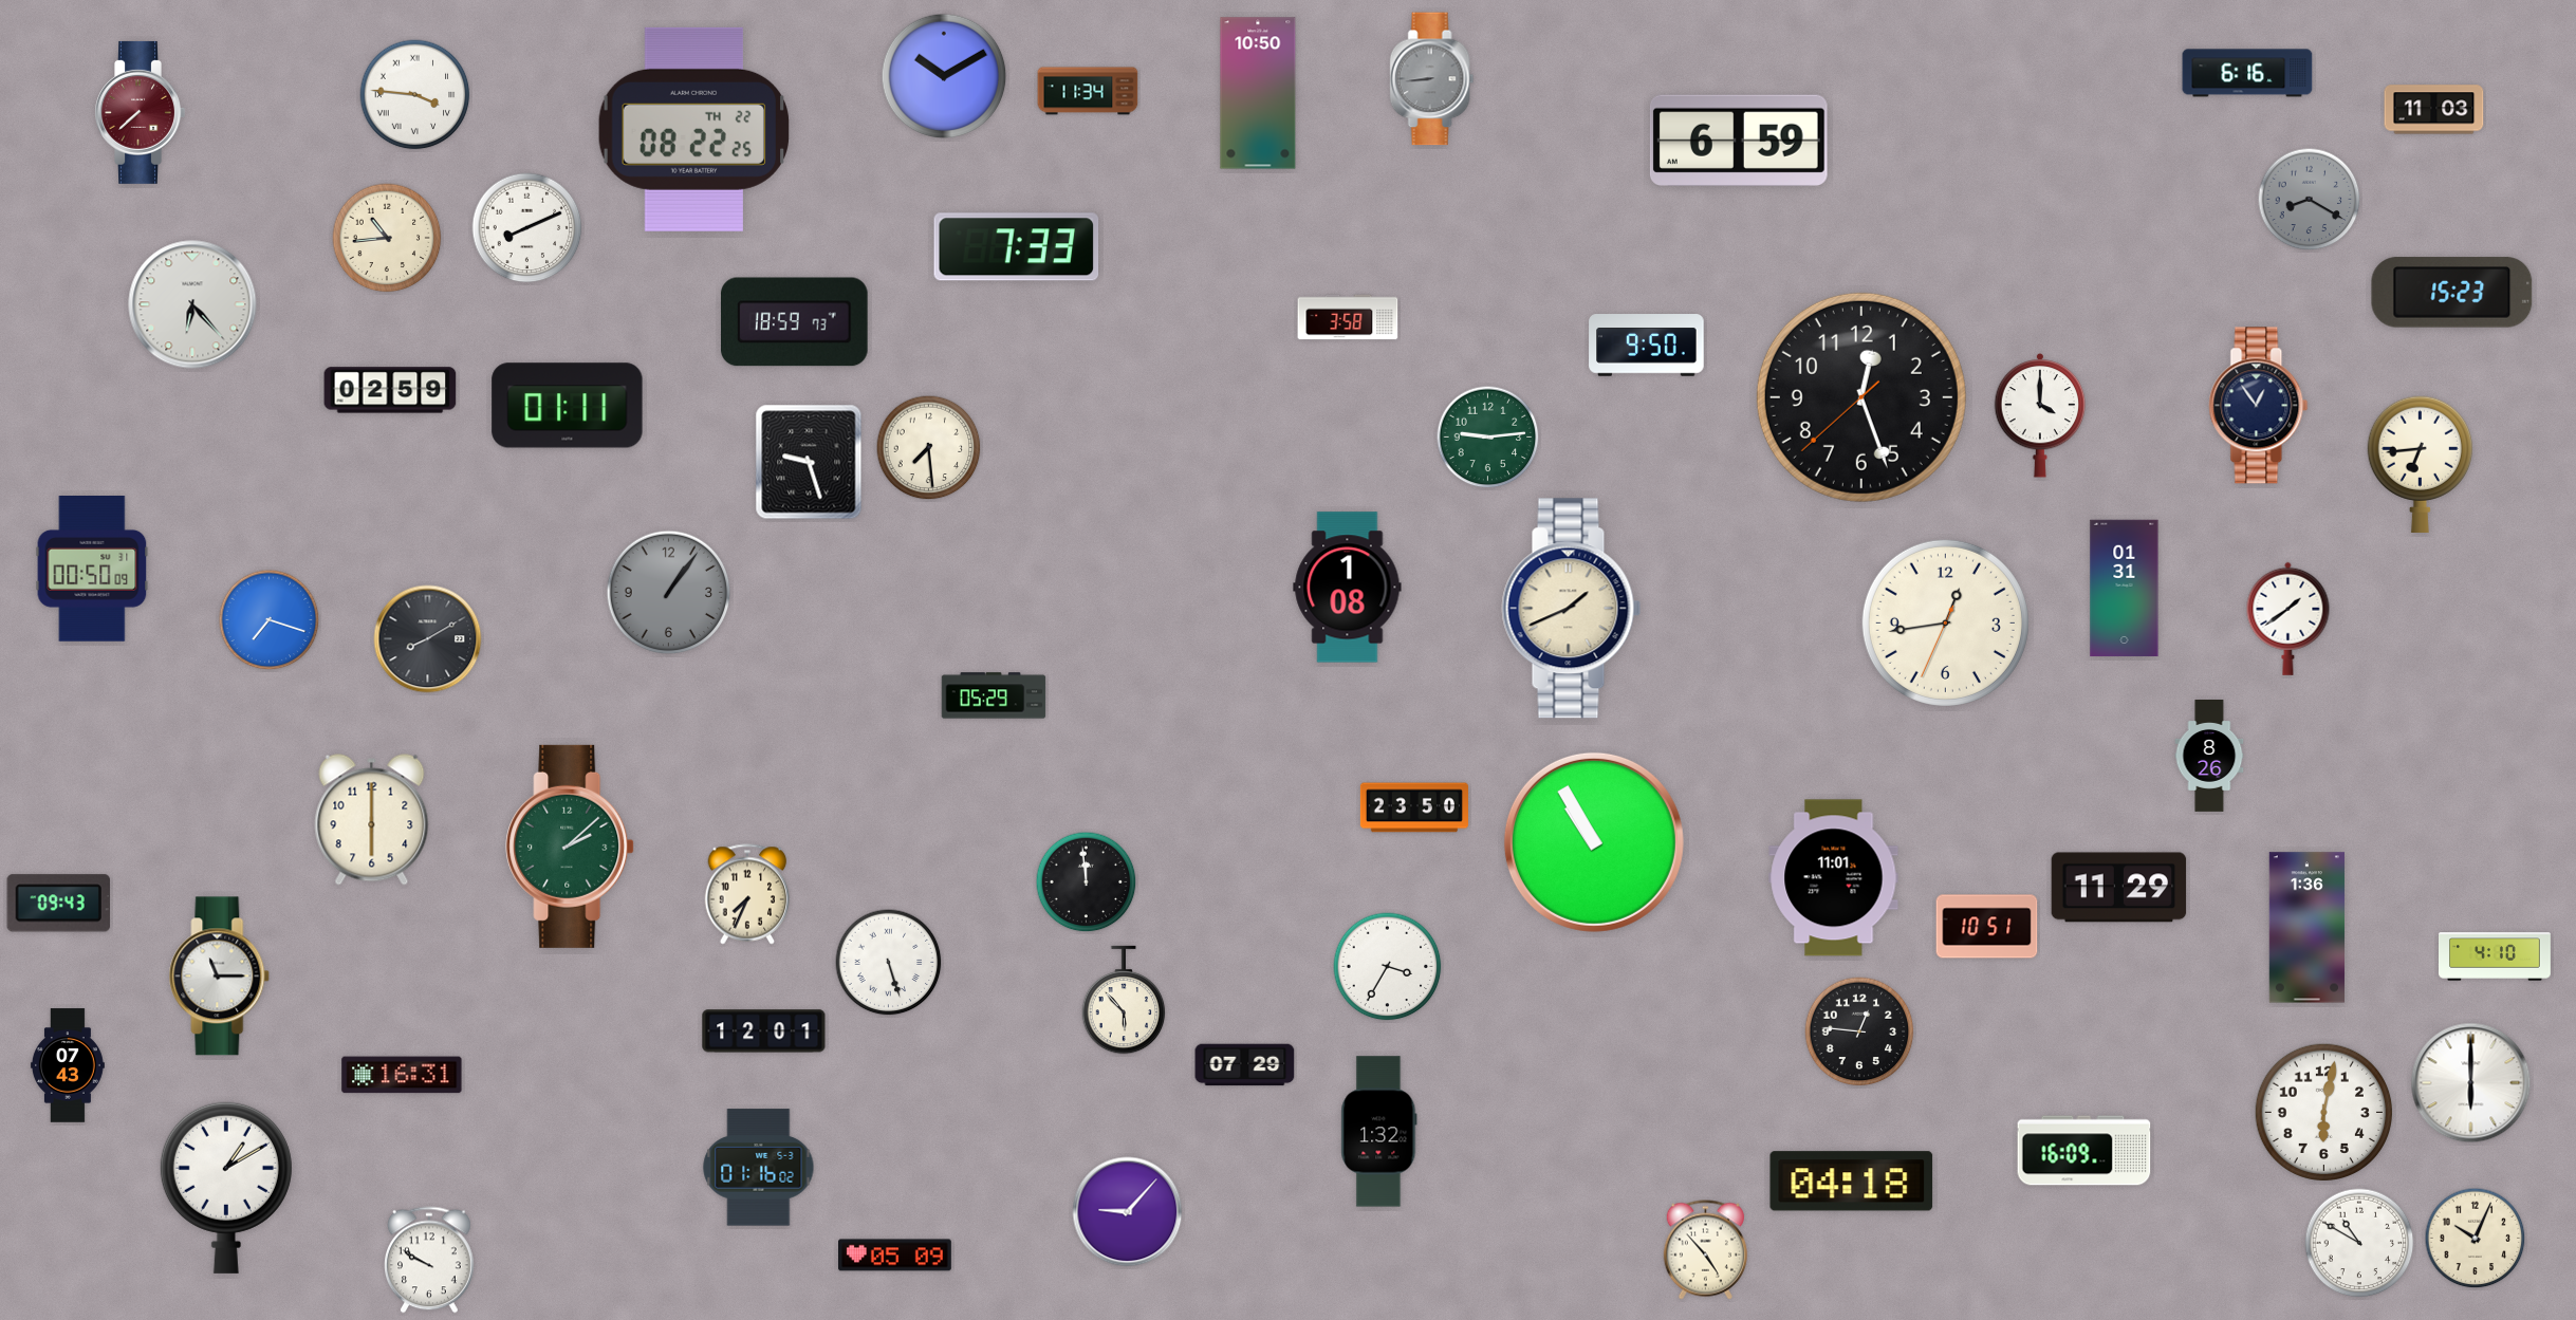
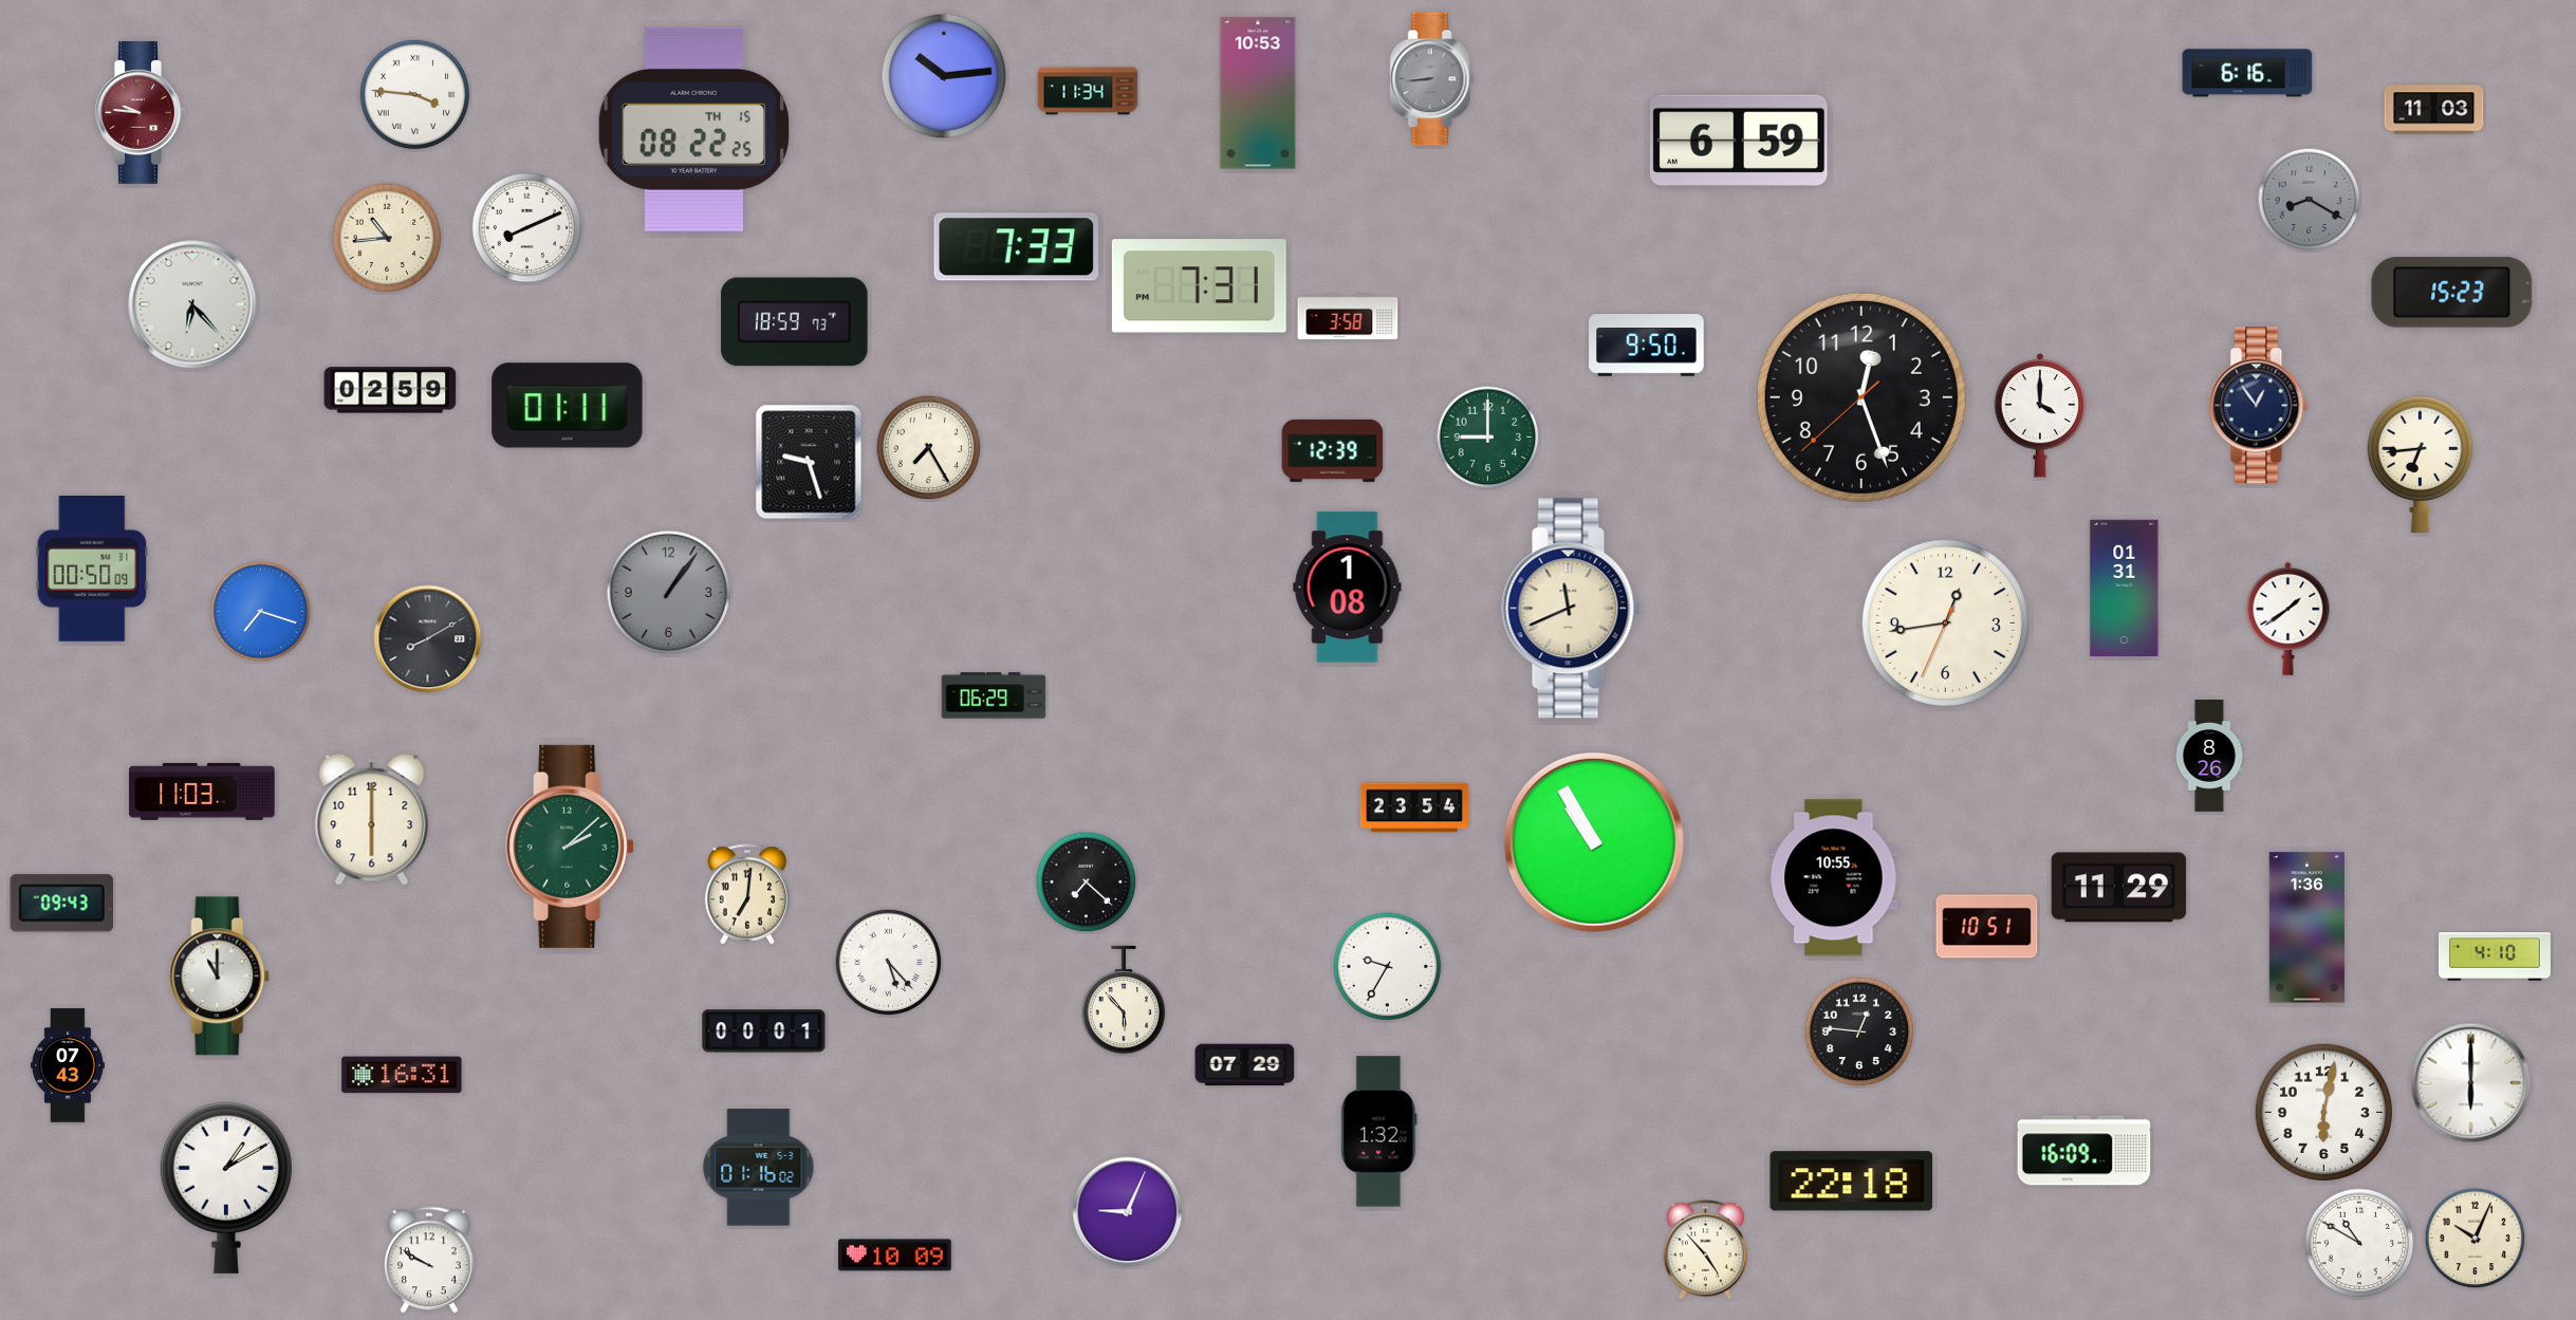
clock at (944, 76): 10:10 -> 10:14
clock at (1258, 93): 10:50 -> 10:53
clock at (140, 112): 7:38 -> 9:46
clock at (693, 129) date: TH 22 -> TH 15
clock at (1199, 286): none -> 7:31
clock at (1488, 438): 9:14 -> 9:00
clock at (929, 448): 7:29 -> 7:25
clock at (1333, 450): none -> 12:39
clock at (1572, 609): 1:41 -> 11:41
clock at (270, 620) position: (270, 620) -> (261, 612)
clock at (994, 695): 05:29 -> 06:29
clock at (202, 792): none -> 11:03
clock at (1414, 807): 23:50 -> 23:54
clock at (1834, 878): 11:01 -> 10:55
clock at (1087, 882): 11:59 -> 7:22
clock at (747, 894): 7:34 -> 7:01
clock at (59, 904) position: (59, 904) -> (62, 904)
clock at (889, 963): 5:27 -> 5:23
clock at (1388, 967): 3:35 -> 9:35
clock at (220, 977): 11:15 -> 11:00
clock at (764, 1031): 12:01 -> 00:01
clock at (1852, 1182): 04:18 -> 22:18
clock at (1128, 1212): 9:07 -> 9:04
clock at (895, 1256): 05:09 -> 10:09
